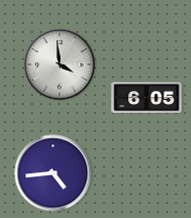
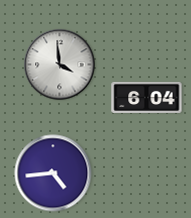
clock at (147, 97): 6:05 -> 6:04
